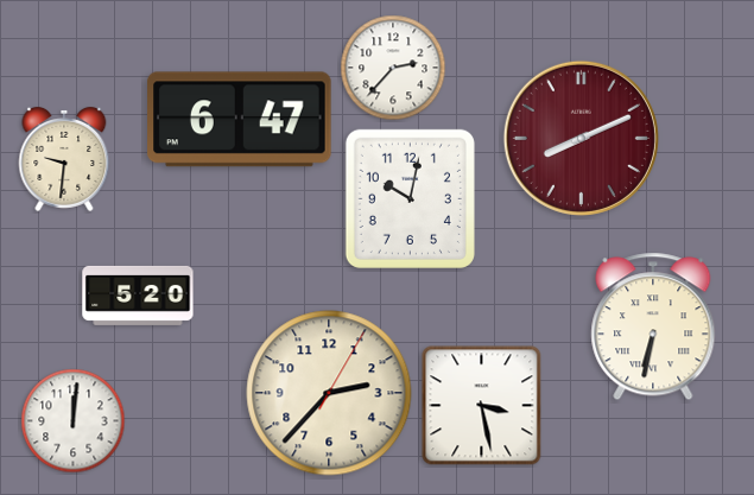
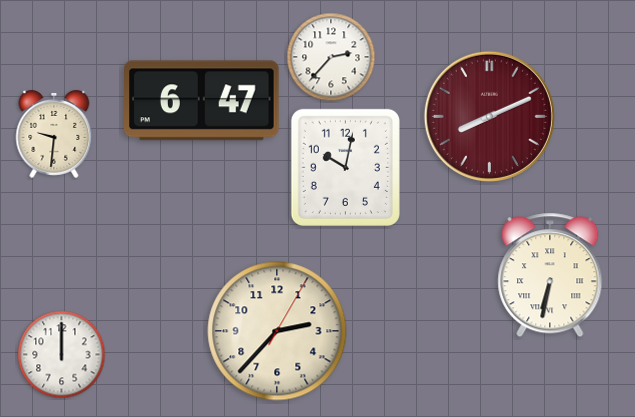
clock at (138, 296): 5:20 -> none
clock at (482, 406): 3:28 -> none
clock at (74, 421): 12:01 -> 12:00
